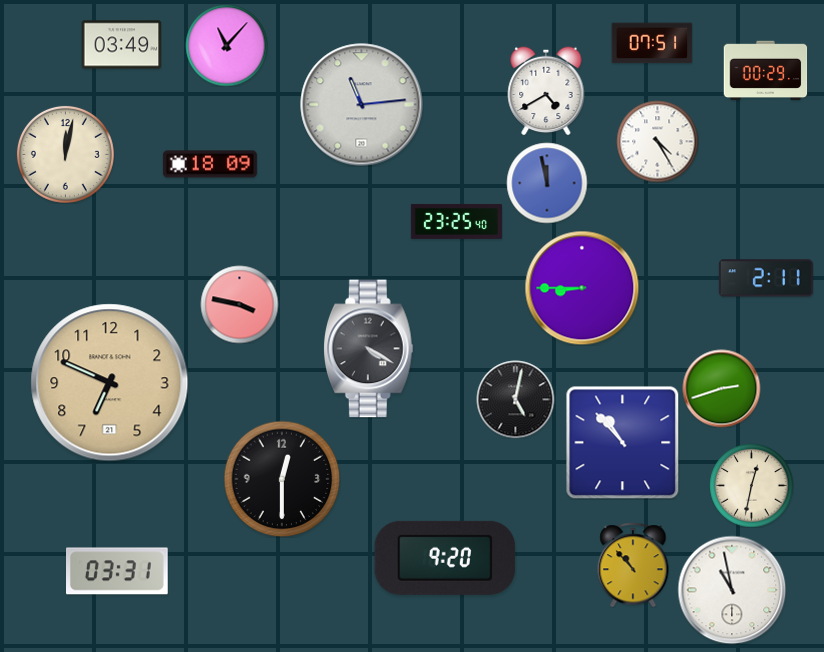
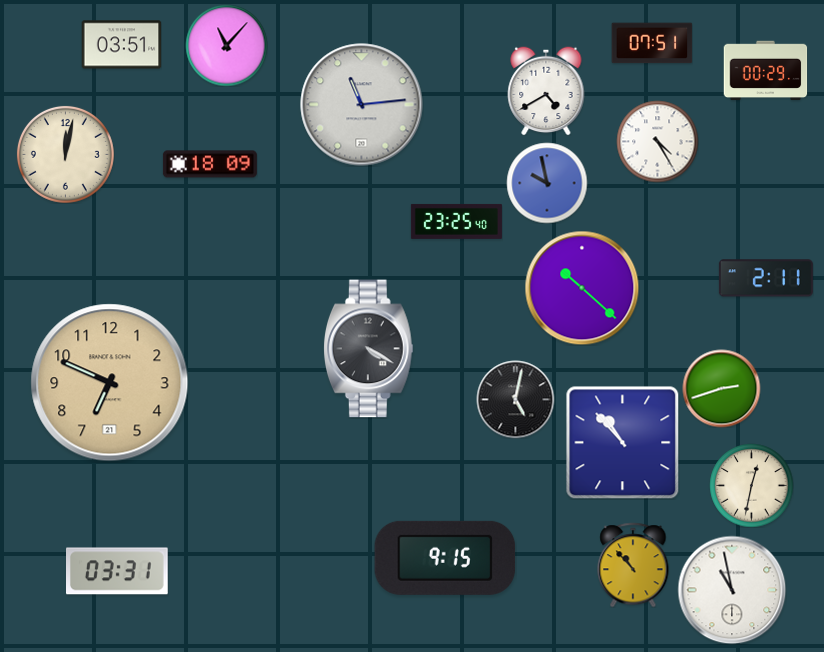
clock at (121, 45): 03:49 -> 03:51
clock at (547, 183): 11:58 -> 9:58
clock at (582, 288): 8:45 -> 10:22
clock at (239, 304): 3:47 -> none
clock at (282, 479): 12:30 -> none
clock at (445, 558): 9:20 -> 9:15
